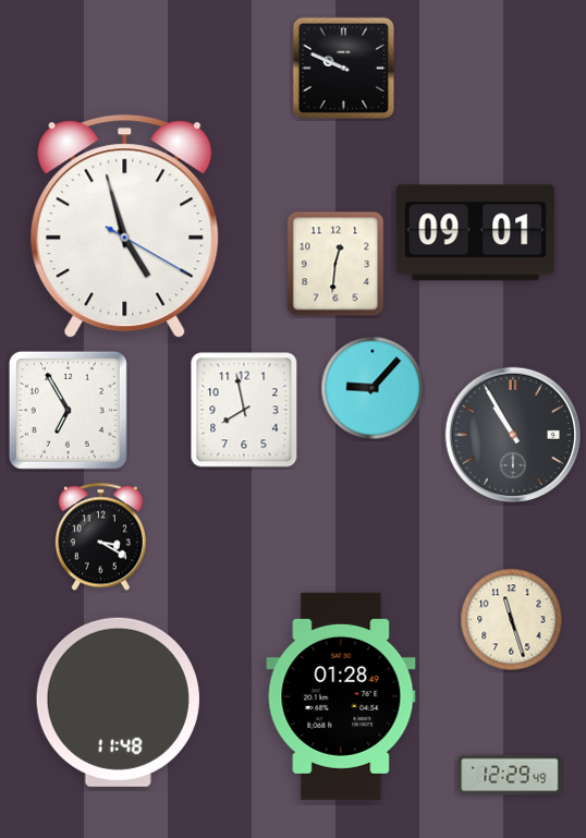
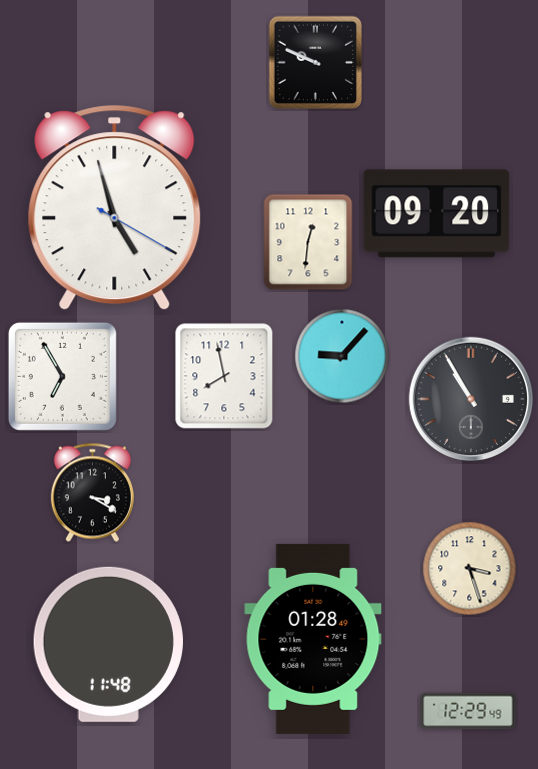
clock at (476, 233): 09:01 -> 09:20
clock at (512, 620): 11:27 -> 3:27
